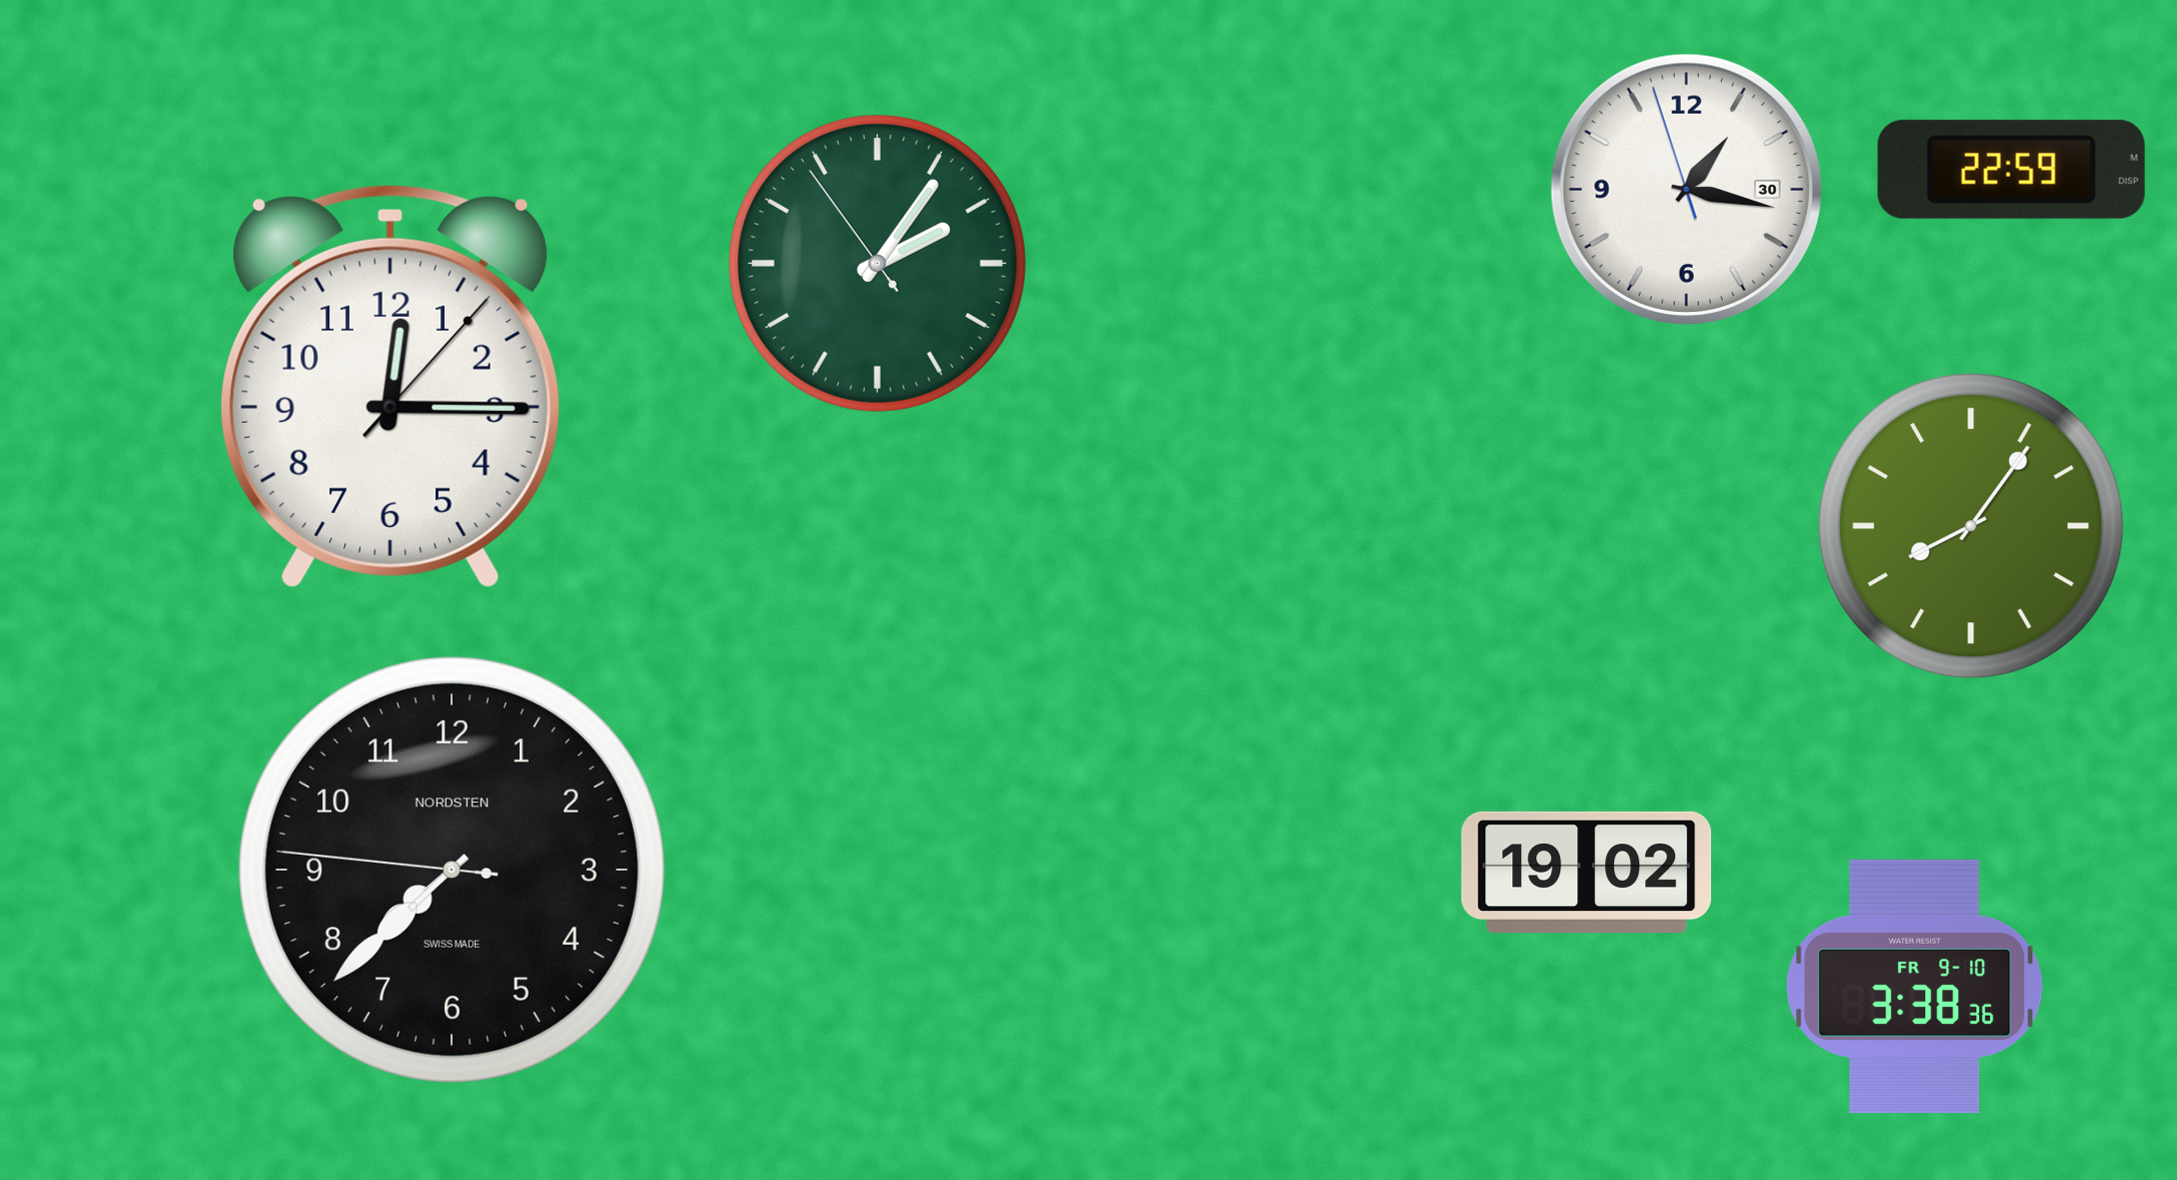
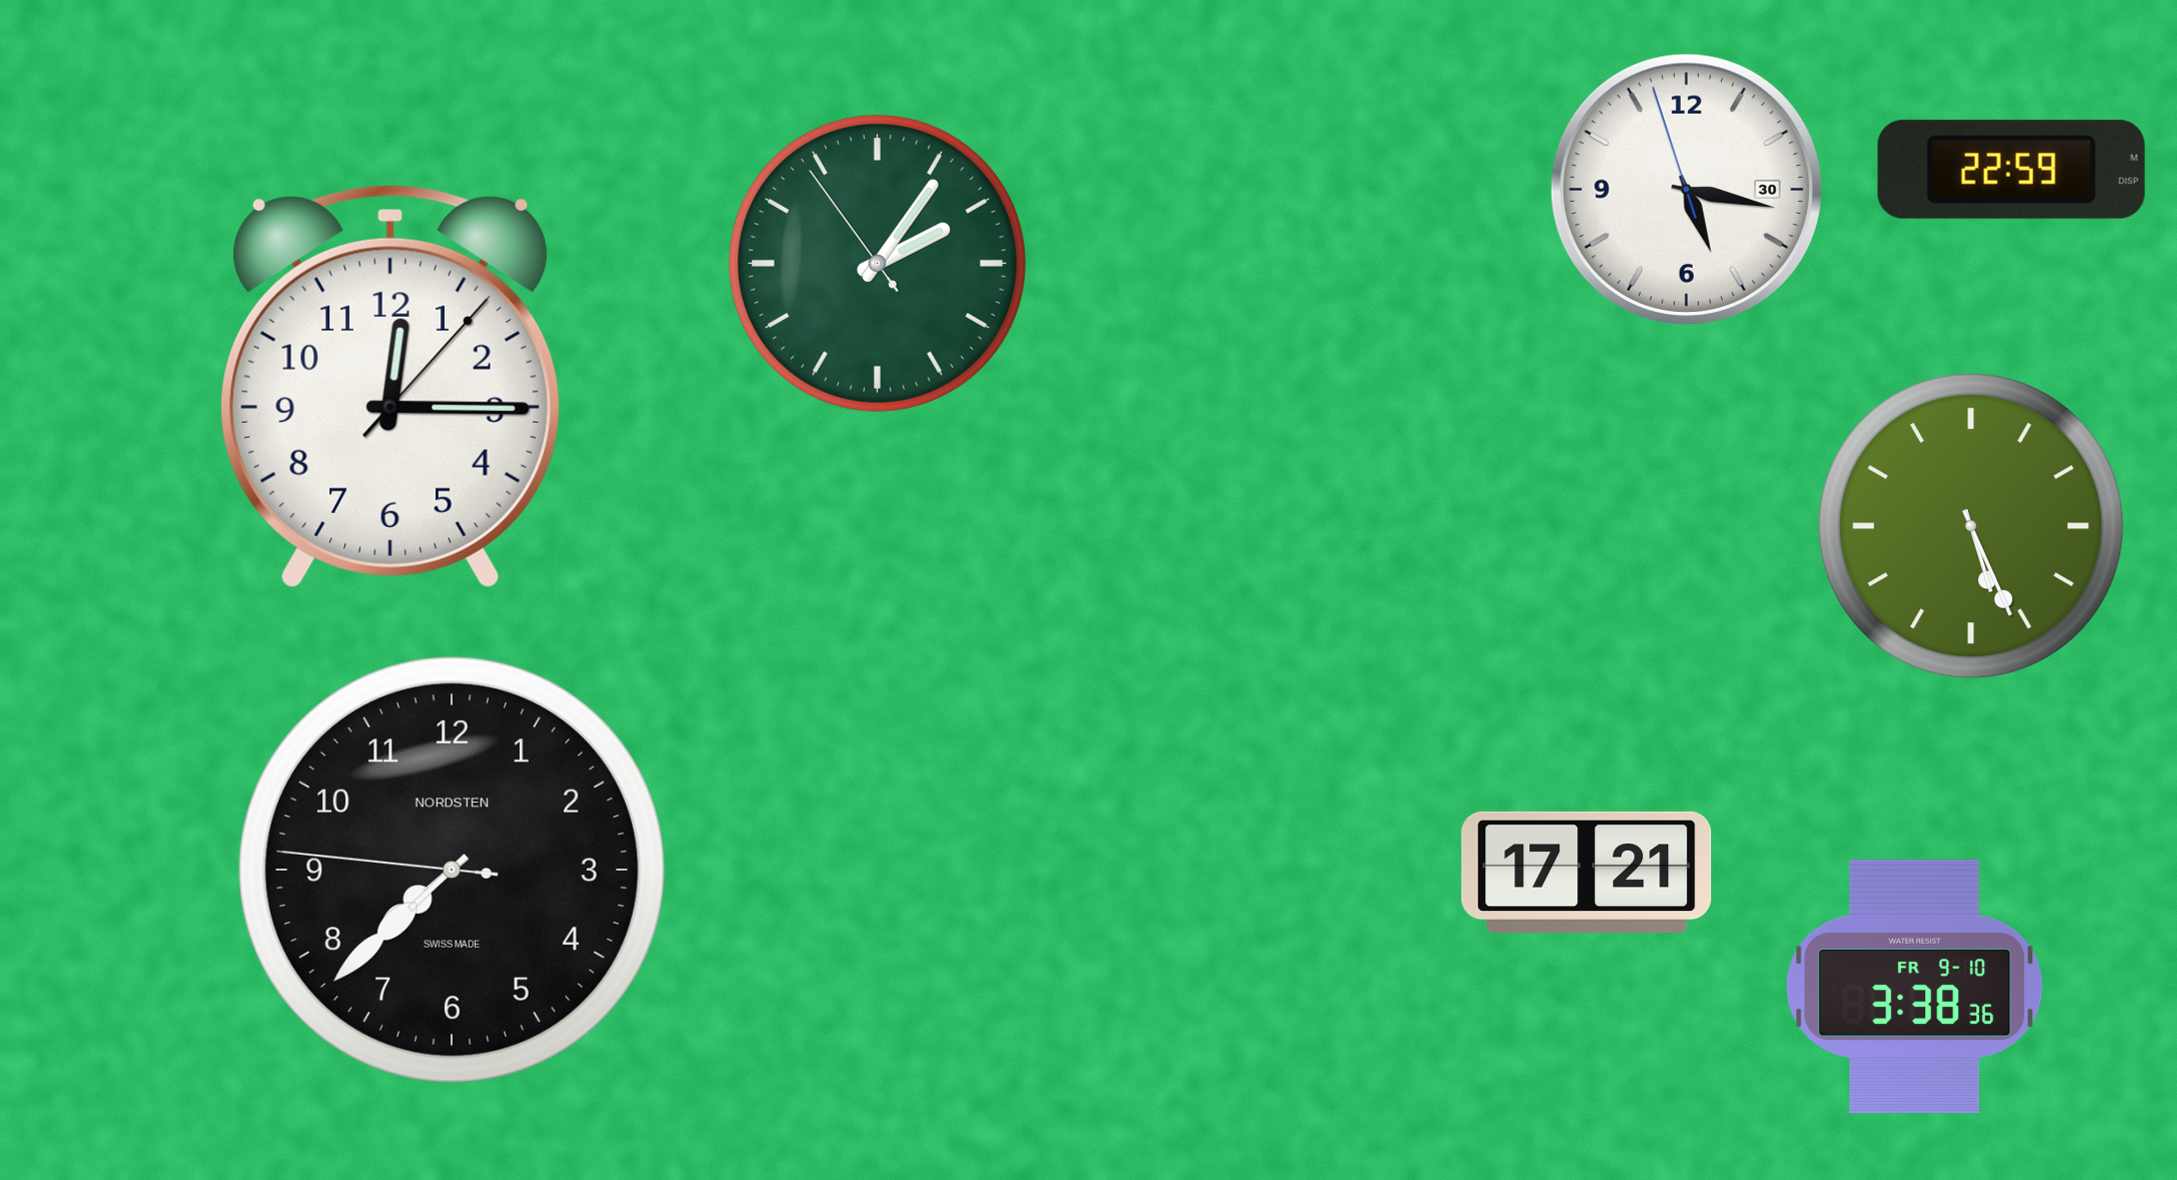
clock at (1686, 189): 1:16 -> 5:16
clock at (1971, 526): 8:06 -> 5:26
clock at (1587, 872): 19:02 -> 17:21
